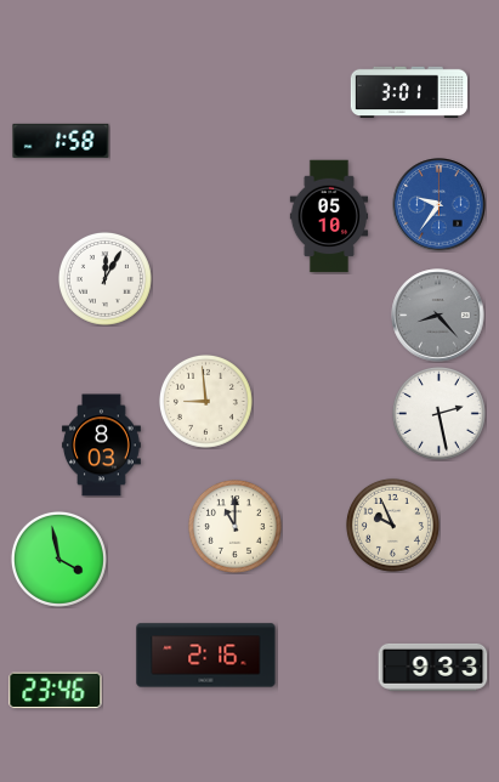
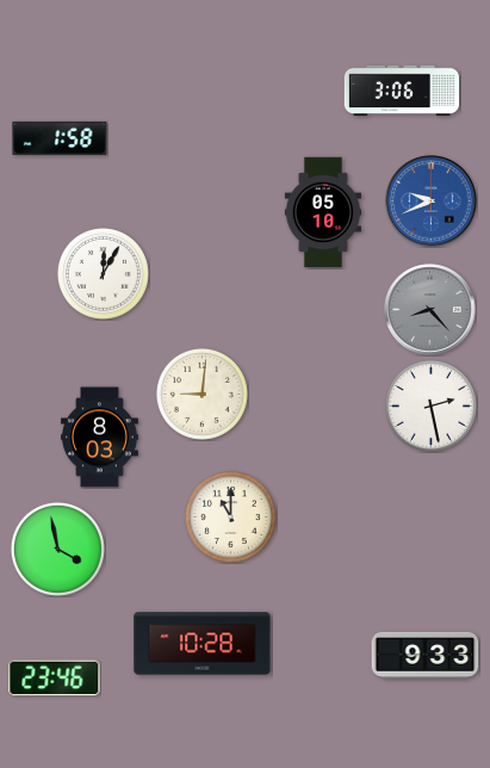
clock at (408, 91): 3:01 -> 3:06
clock at (440, 205): 9:36 -> 9:41
clock at (205, 401): 8:59 -> 9:01
clock at (392, 525): 9:56 -> none
clock at (206, 656): 2:16 -> 10:28
